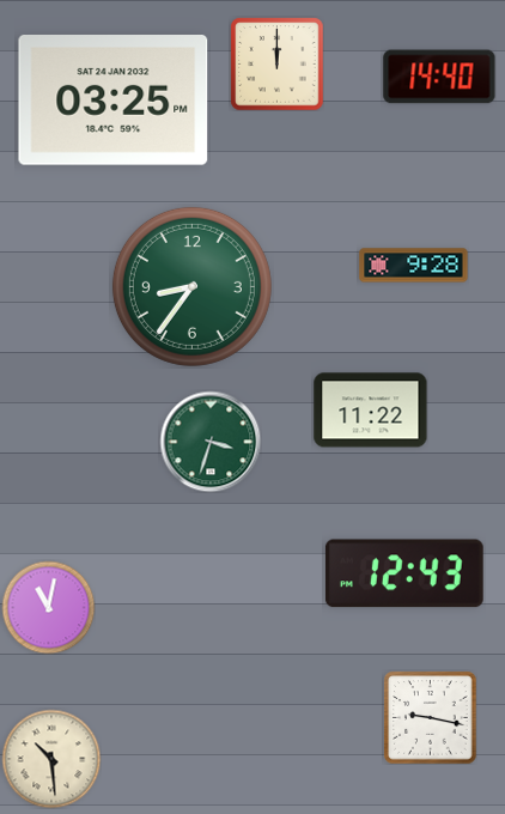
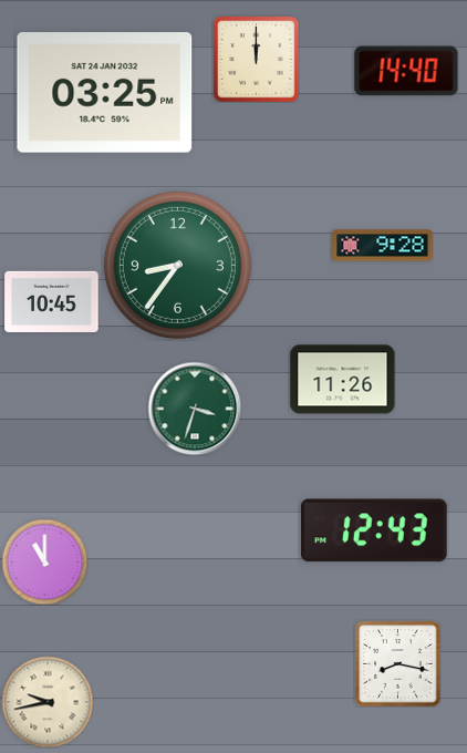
clock at (52, 301): none -> 10:45
clock at (371, 411): 11:22 -> 11:26
clock at (48, 607): 11:02 -> 11:00
clock at (430, 717): 9:17 -> 8:17
clock at (51, 759): 10:29 -> 9:43
